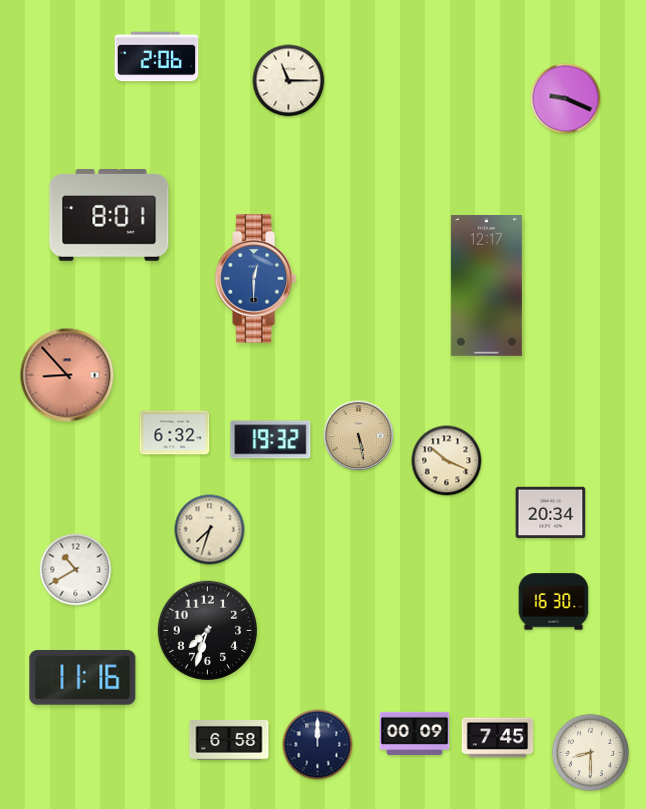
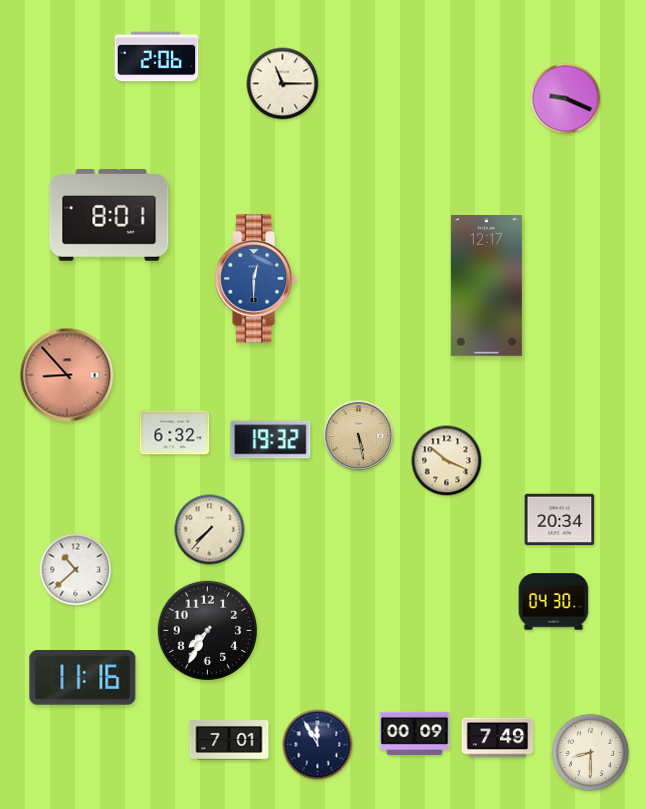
clock at (289, 81) position: (289, 81) -> (283, 84)
clock at (551, 513) position: (551, 513) -> (560, 520)
clock at (210, 530): 7:33 -> 7:37
clock at (76, 570): 10:40 -> 10:38
clock at (554, 602): 16:30 -> 04:30
clock at (207, 630): 7:33 -> 7:35
clock at (498, 738): 7:45 -> 7:49
clock at (229, 741): 6:58 -> 7:01
clock at (318, 745): 12:00 -> 11:55
